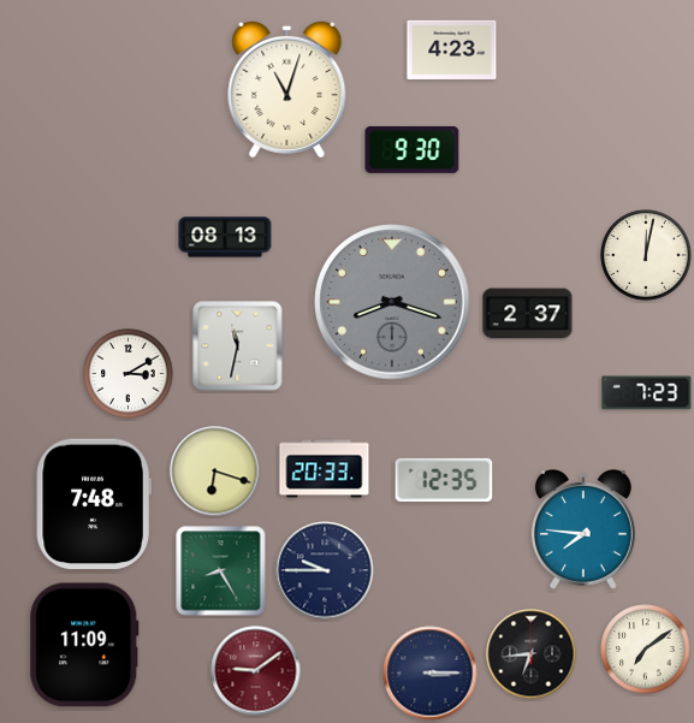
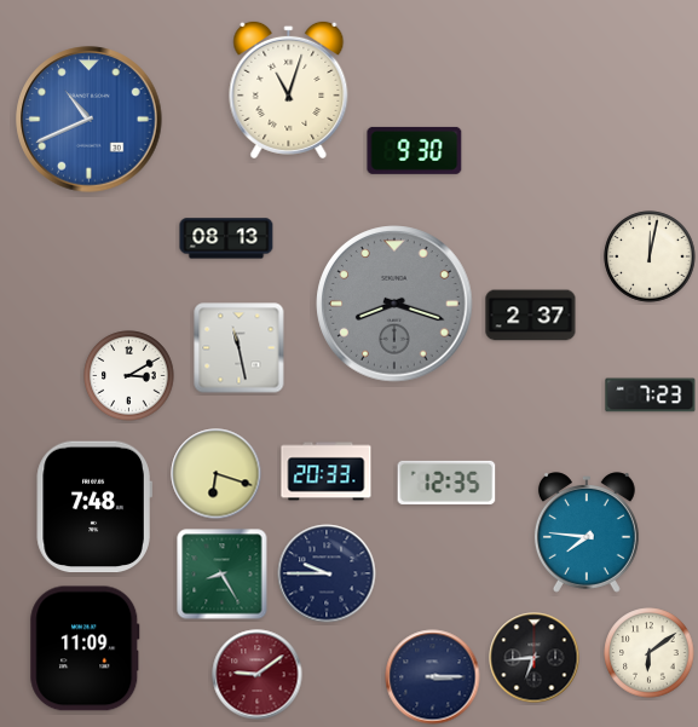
clock at (452, 49): 4:23 -> none
clock at (90, 120): none -> 10:41
clock at (238, 346): 11:32 -> 11:28
clock at (646, 650): 7:09 -> 6:09
